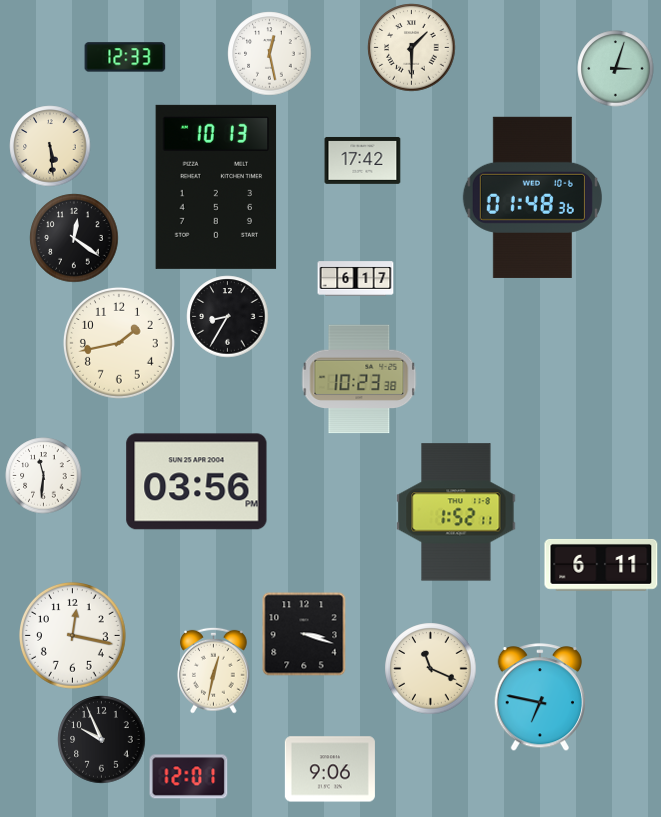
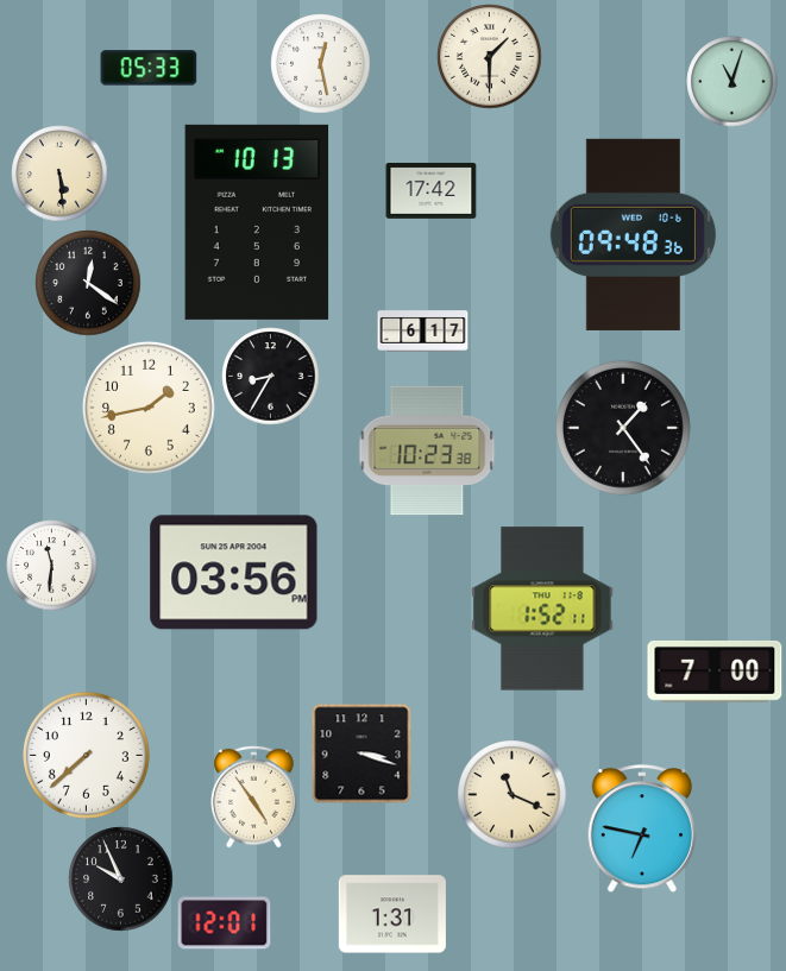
clock at (125, 57): 12:33 -> 05:33
clock at (616, 69): 3:03 -> 11:03
clock at (532, 197): 01:48 -> 09:48
clock at (119, 343) position: (119, 343) -> (149, 408)
clock at (623, 428): none -> 1:24
clock at (601, 565): 6:11 -> 7:00
clock at (73, 636): 12:17 -> 7:38
clock at (214, 670): 12:32 -> 4:54
clock at (330, 769): 9:06 -> 1:31
